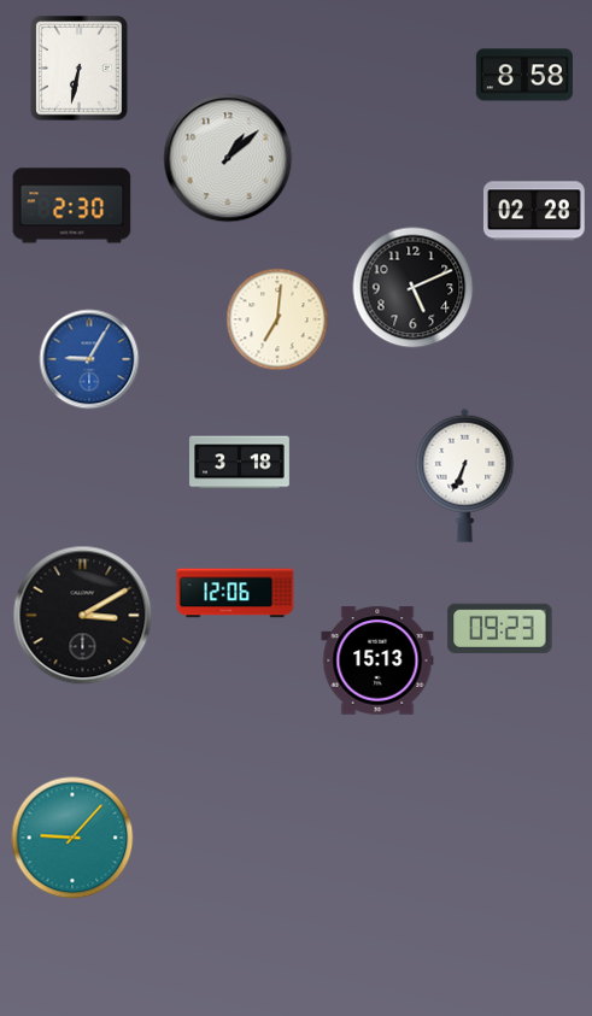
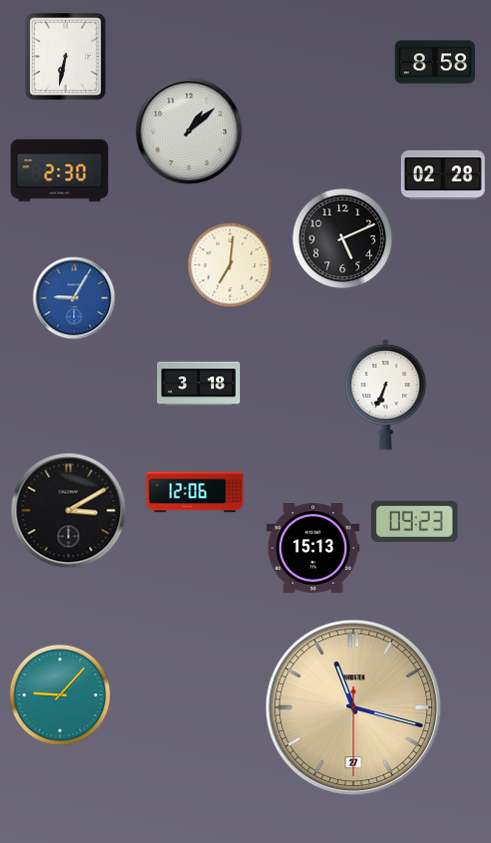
clock at (354, 708): none -> 11:17
